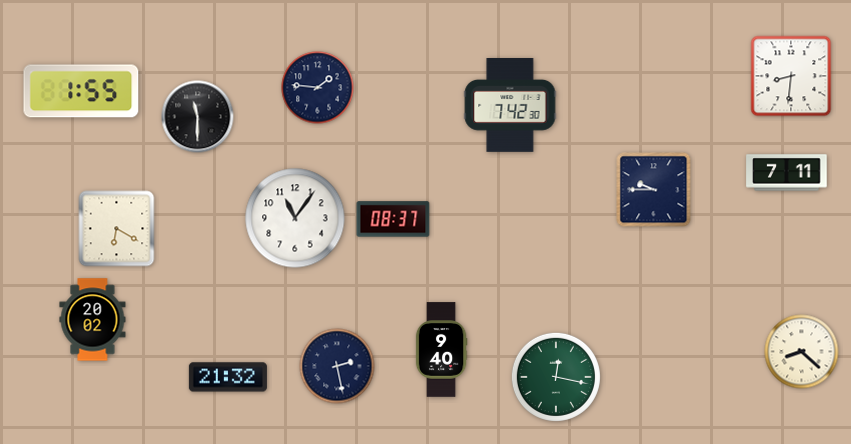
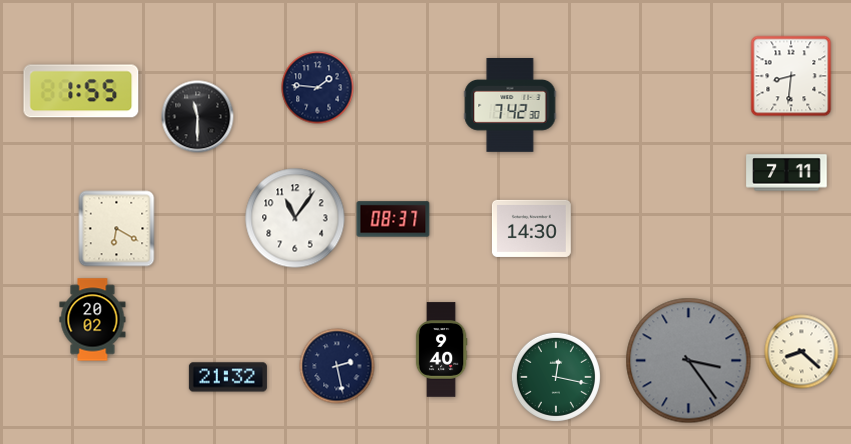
clock at (654, 190): 9:45 -> none
clock at (531, 228): none -> 14:30
clock at (689, 361): none -> 3:24
